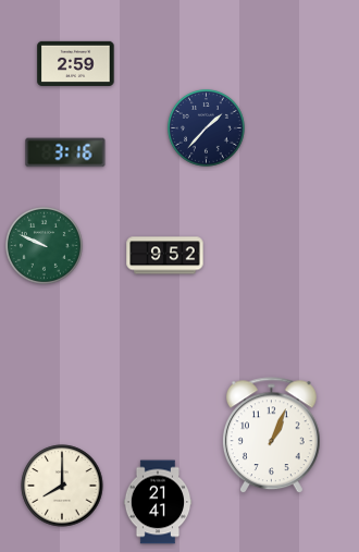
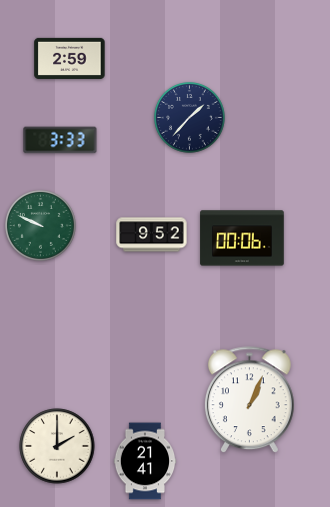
clock at (65, 152): 3:16 -> 3:33
clock at (242, 238): none -> 00:06
clock at (62, 486): 8:00 -> 2:00
